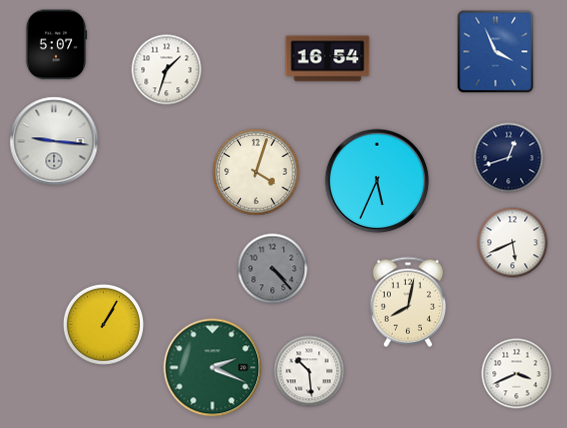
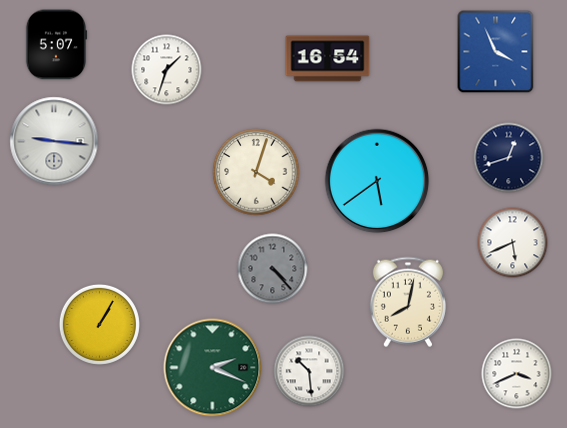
clock at (377, 181): 5:34 -> 5:39
clock at (103, 324) position: (103, 324) -> (99, 324)
